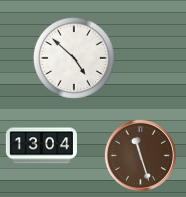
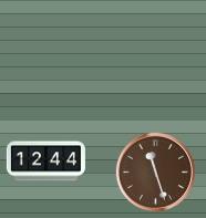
clock at (74, 58): 4:52 -> none
clock at (41, 146): 13:04 -> 12:44
